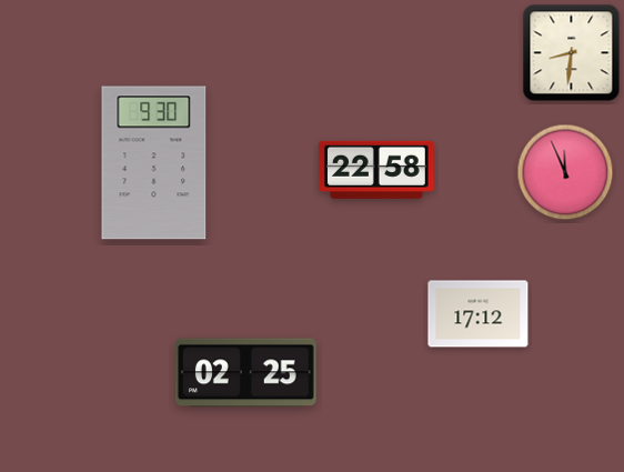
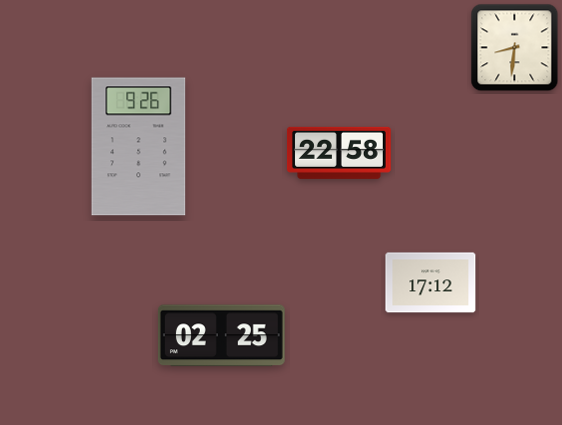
clock at (154, 163): 9:30 -> 9:26
clock at (565, 172): 11:56 -> none
